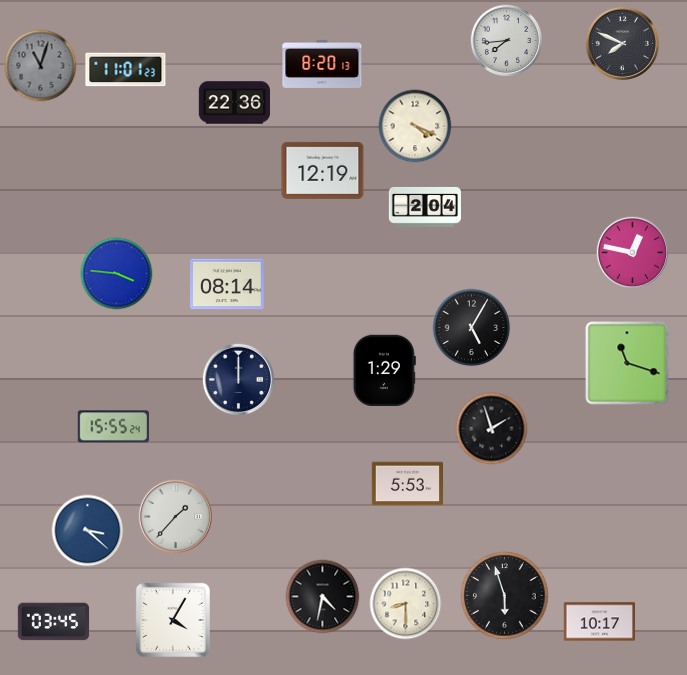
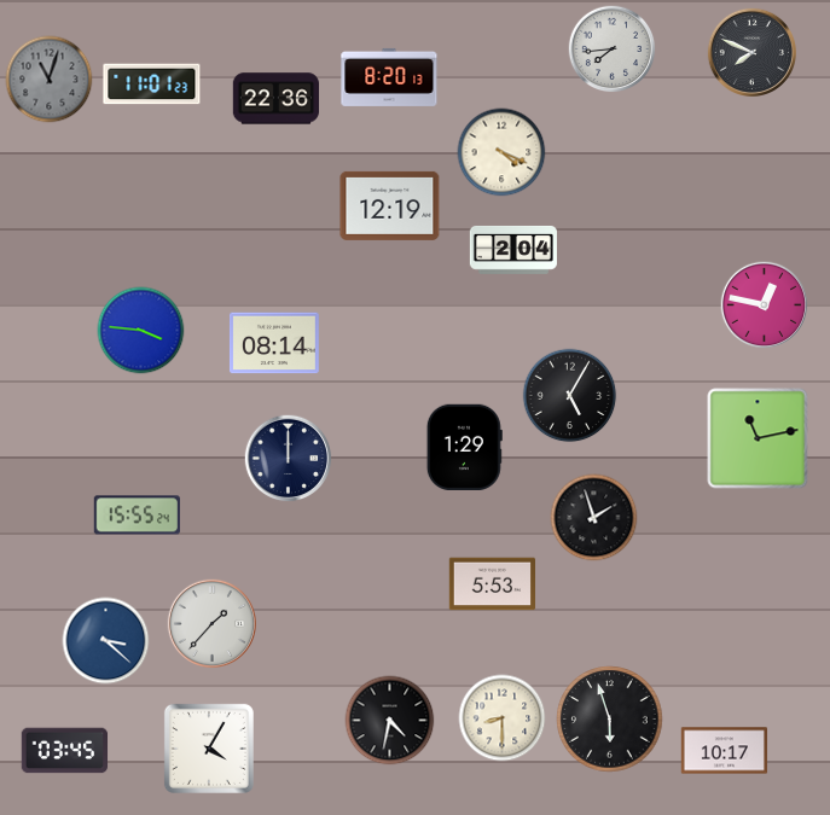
clock at (234, 103) position: (234, 103) -> (275, 99)
clock at (627, 363): 11:18 -> 11:13
clock at (406, 604) position: (406, 604) -> (503, 718)
